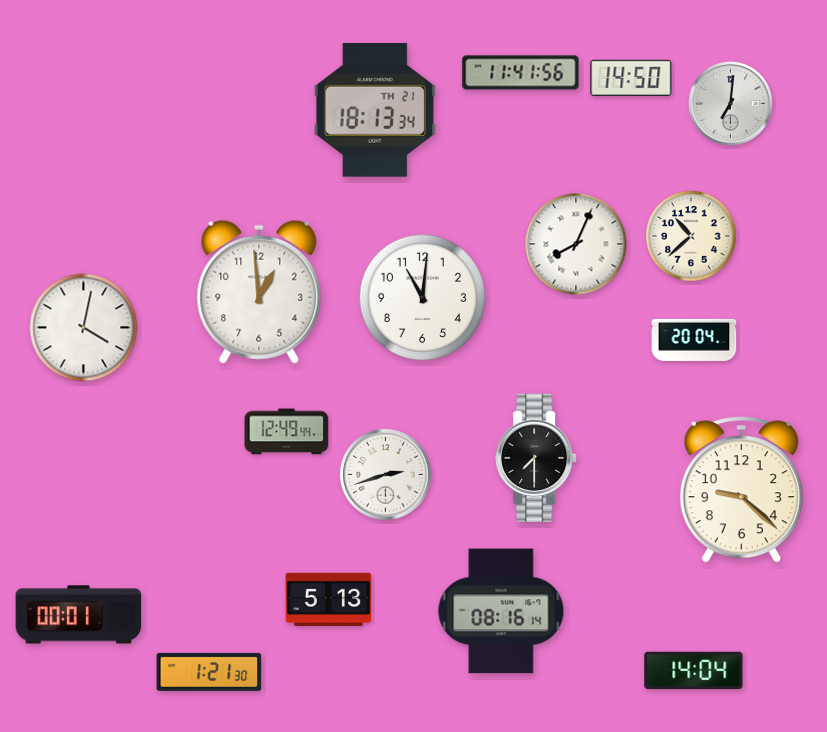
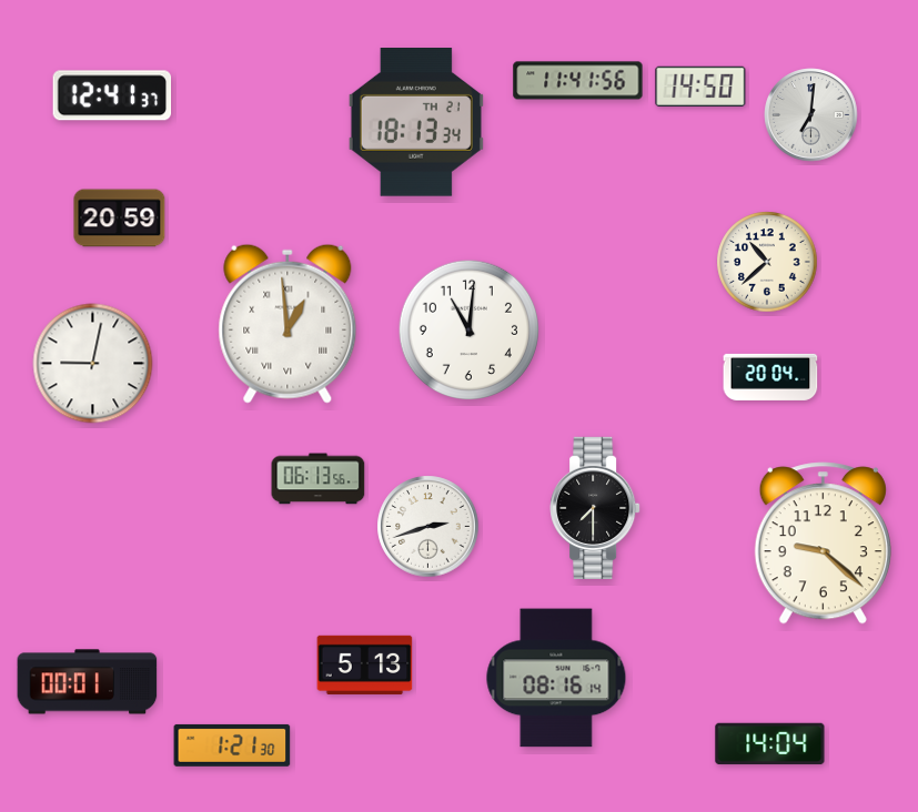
clock at (112, 95): none -> 12:41
clock at (120, 219): none -> 20:59
clock at (576, 244): 8:04 -> none
clock at (259, 292) numerals: Arabic -> Roman
clock at (84, 328): 4:02 -> 9:02
clock at (287, 432): 12:49 -> 06:13
